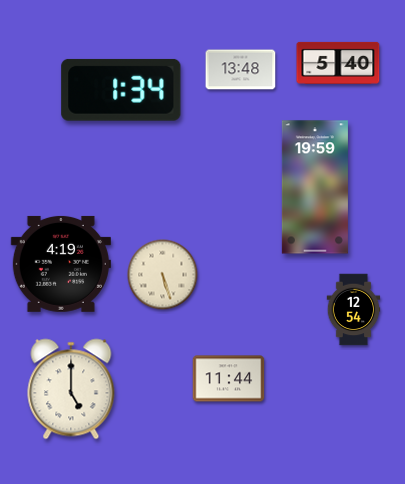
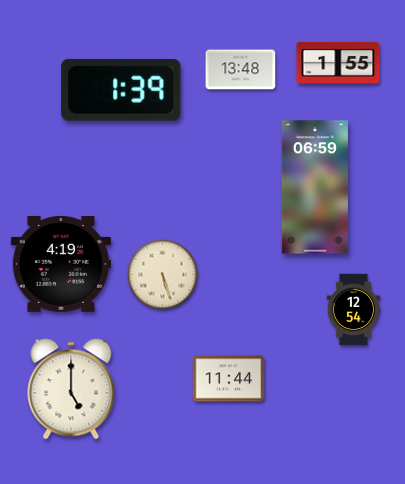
clock at (338, 63): 5:40 -> 1:55
clock at (121, 90): 1:34 -> 1:39
clock at (315, 187): 19:59 -> 06:59
